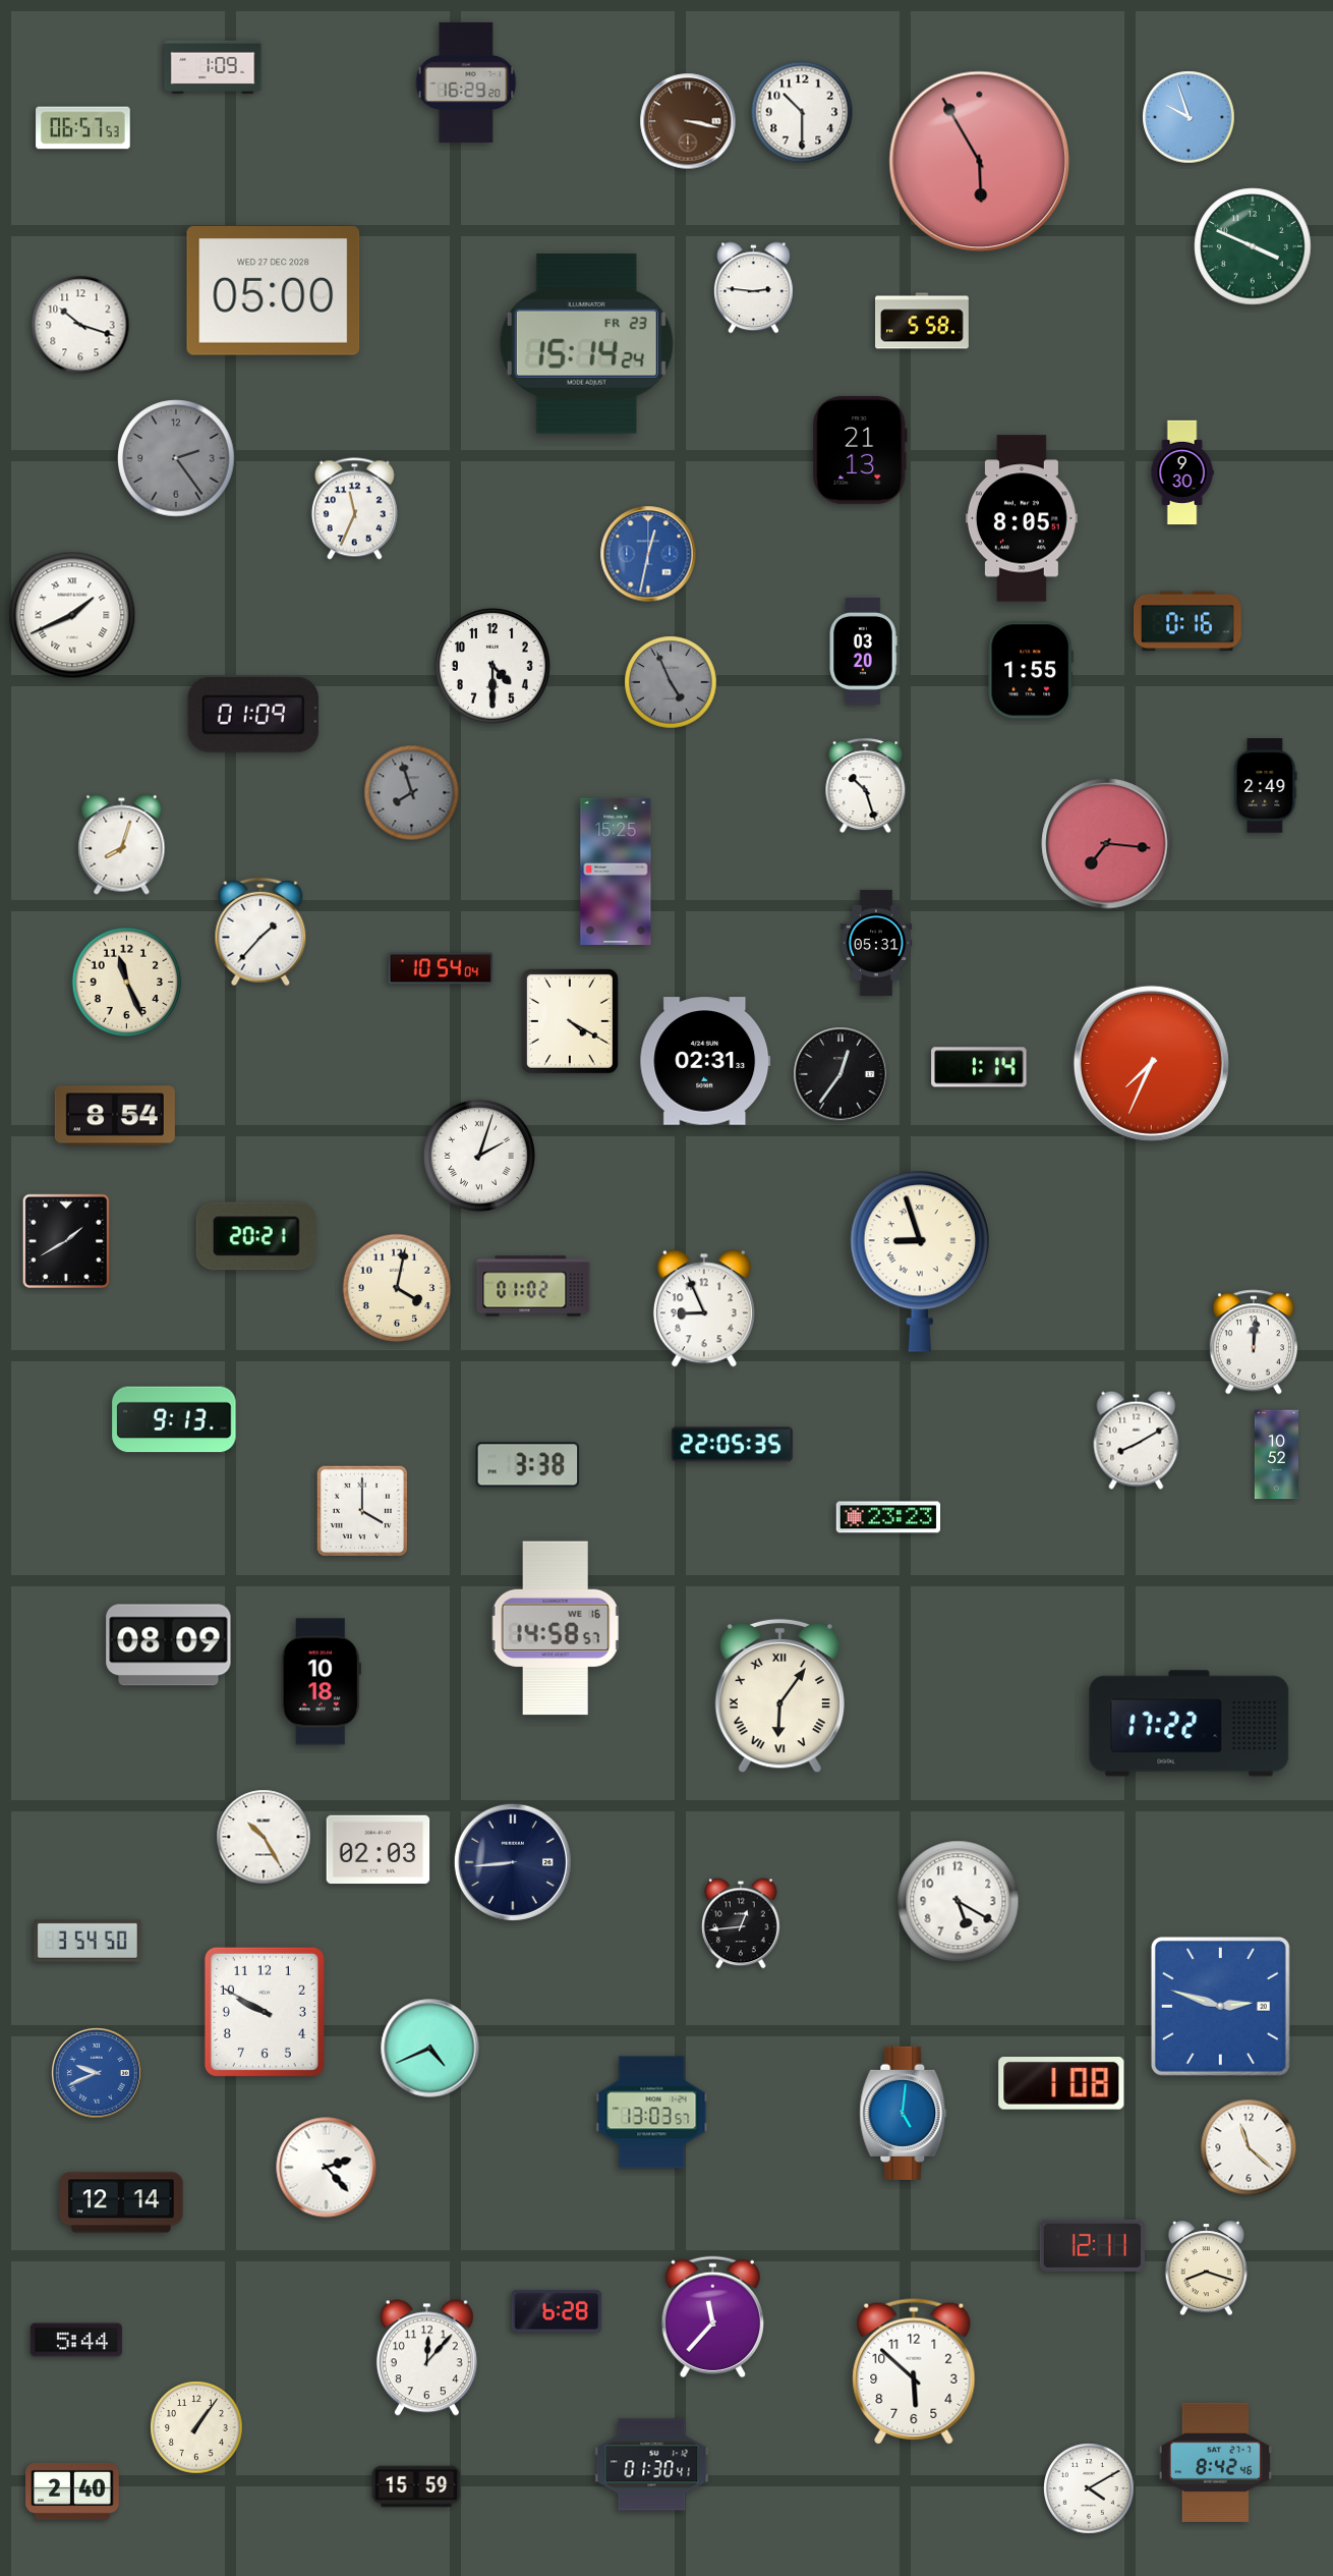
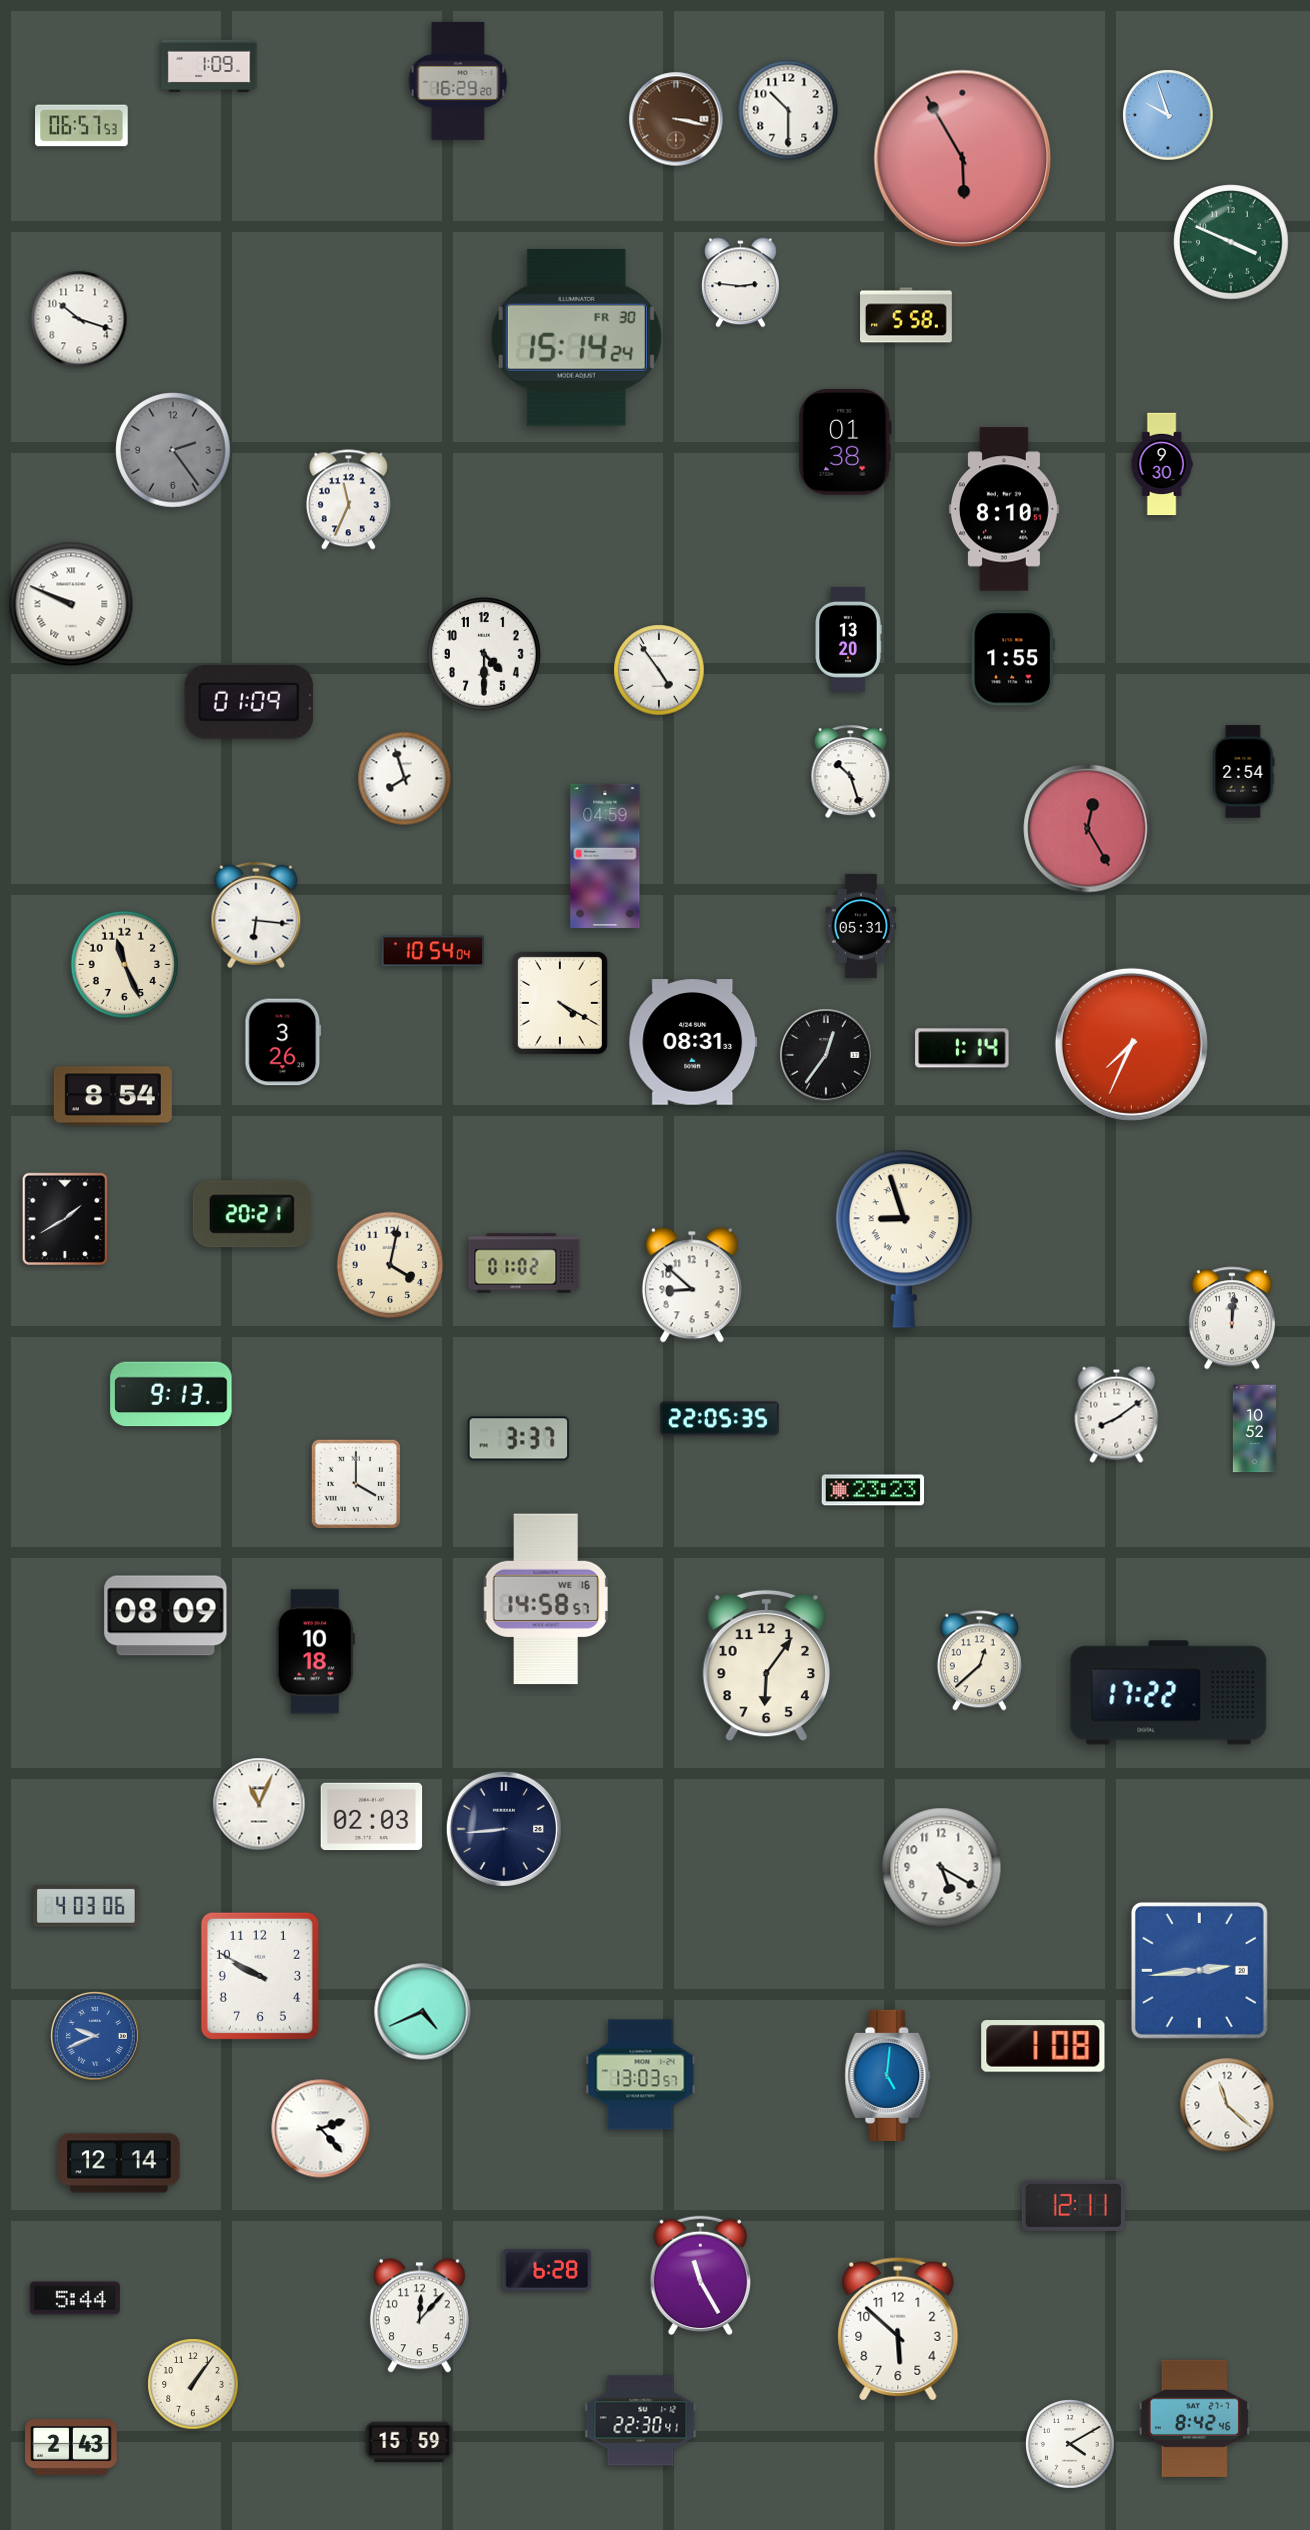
clock at (274, 291): 05:00 -> none
clock at (586, 343) date: FR 23 -> FR 30
clock at (860, 450): 21:13 -> 01:38
clock at (1022, 518): 8:05 -> 8:10
clock at (648, 554): 12:32 -> none
clock at (72, 615): 1:41 -> 9:49
clock at (1189, 621): 0:16 -> none
clock at (863, 651): 03:20 -> 13:20
clock at (671, 682): 4:56 -> 4:54
clock at (671, 682) dial: grey -> white
clock at (1266, 786): 2:49 -> 2:54
clock at (412, 793) dial: grey -> white
clock at (1107, 844): 7:16 -> 12:25
clock at (122, 845): 8:03 -> none
clock at (616, 871): 15:25 -> 04:59
clock at (260, 932): 1:37 -> 6:16
clock at (283, 1042): none -> 3:26
clock at (705, 1061): 02:31 -> 08:31
clock at (479, 1156): 2:03 -> none
clock at (704, 1308): 8:56 -> 8:52
clock at (1137, 1440): 8:10 -> 8:09
clock at (528, 1465): 3:38 -> 3:37
clock at (979, 1661): none -> 12:38
clock at (779, 1696) numerals: Roman -> Arabic
clock at (264, 1837): 10:25 -> 11:04
clock at (741, 1923): 12:44 -> none
clock at (88, 1941): 3:54 -> 4:03
clock at (1220, 2006): 2:48 -> 2:44
clock at (1249, 2147) position: (1249, 2147) -> (1227, 2105)
clock at (1206, 2269): 8:18 -> none
clock at (712, 2317): 11:37 -> 11:25
clock at (652, 2465): 01:30 -> 22:30
clock at (73, 2491): 2:40 -> 2:43
